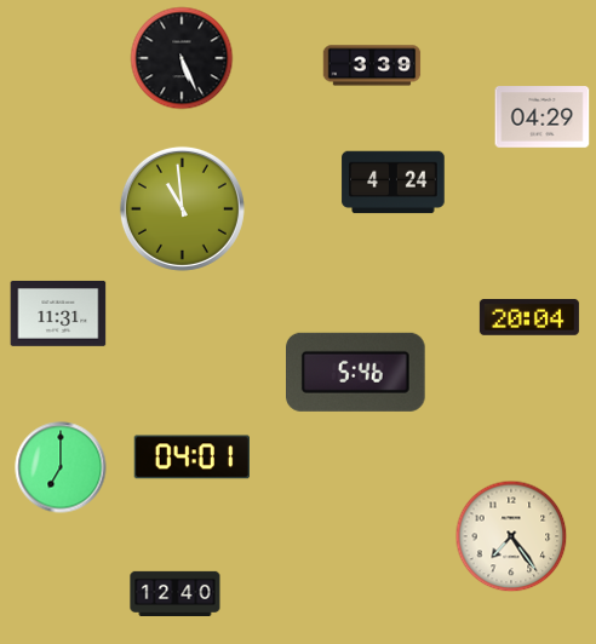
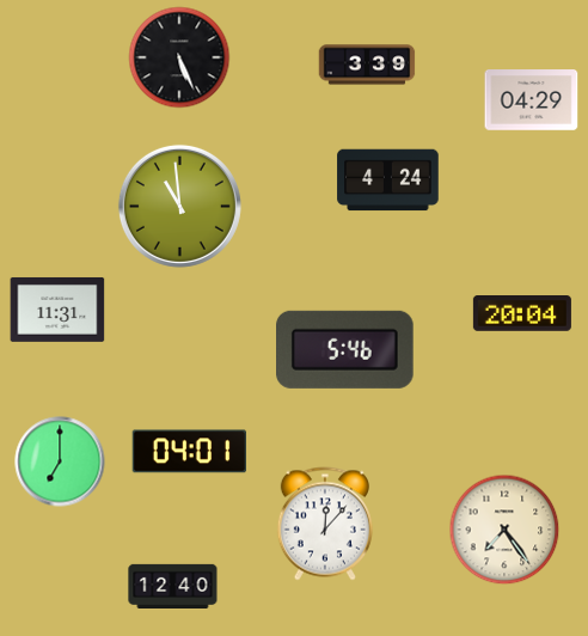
clock at (543, 117) position: (543, 117) -> (532, 100)
clock at (356, 372) position: (356, 372) -> (345, 349)
clock at (325, 524): none -> 12:07
